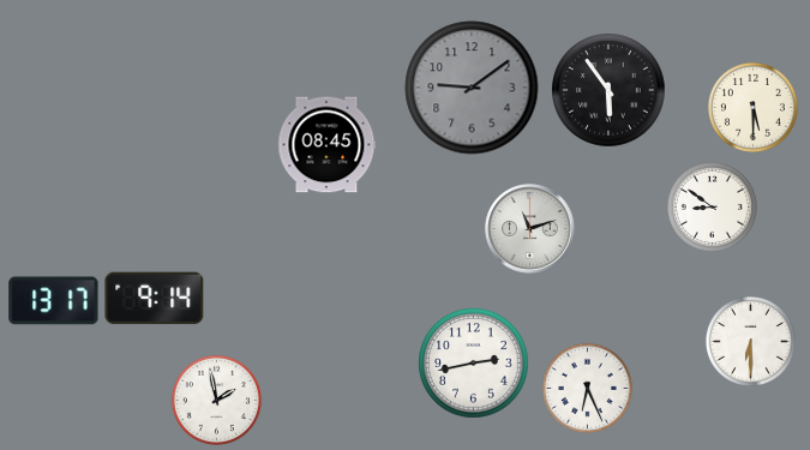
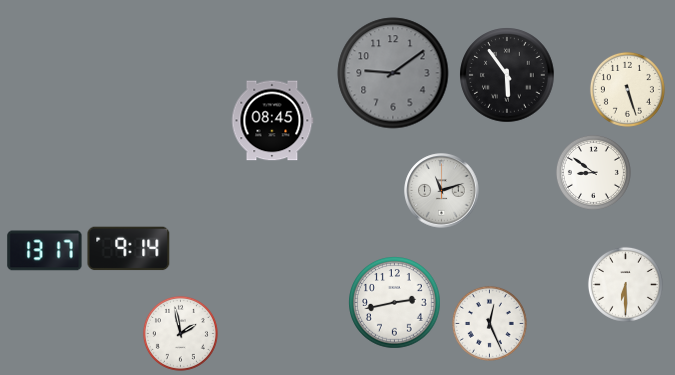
clock at (752, 107): 5:30 -> 5:27
clock at (587, 388): 6:26 -> 12:26
